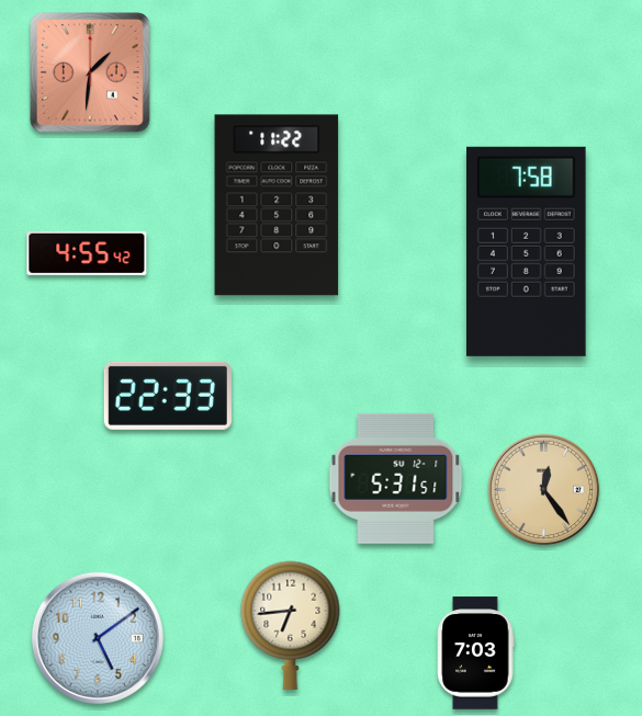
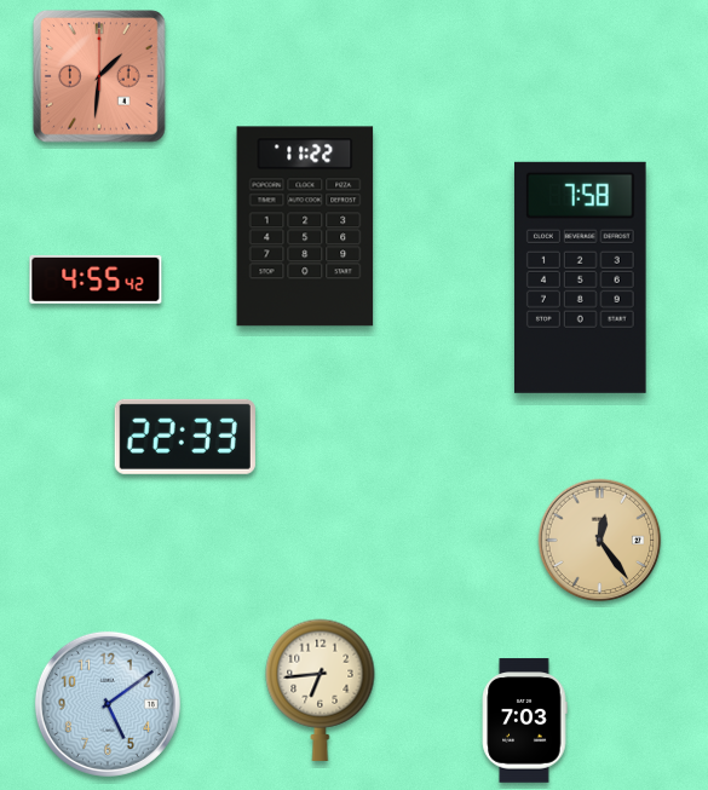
clock at (91, 73) position: (91, 73) -> (100, 77)
clock at (396, 478): 5:31 -> none
